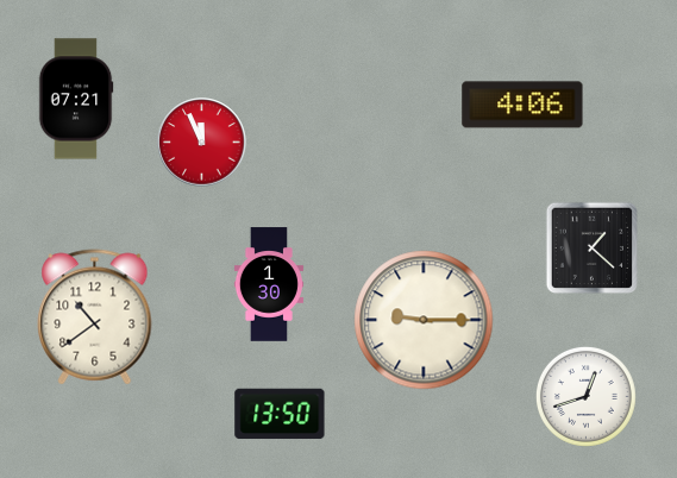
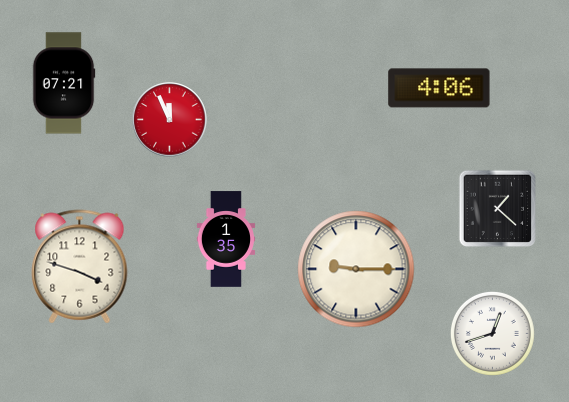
clock at (268, 284): 1:30 -> 1:35
clock at (95, 317): 10:39 -> 3:48
clock at (280, 414): 13:50 -> none
